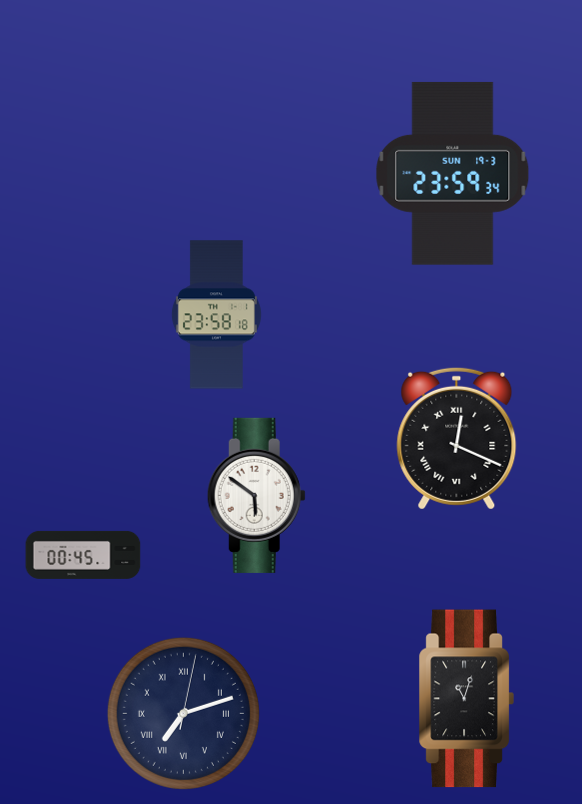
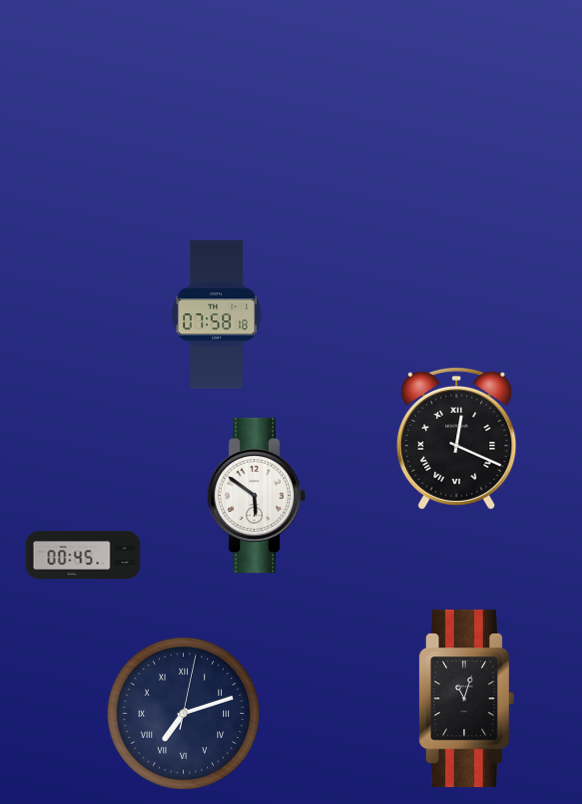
clock at (453, 173): 23:59 -> none
clock at (216, 315): 23:58 -> 07:58
